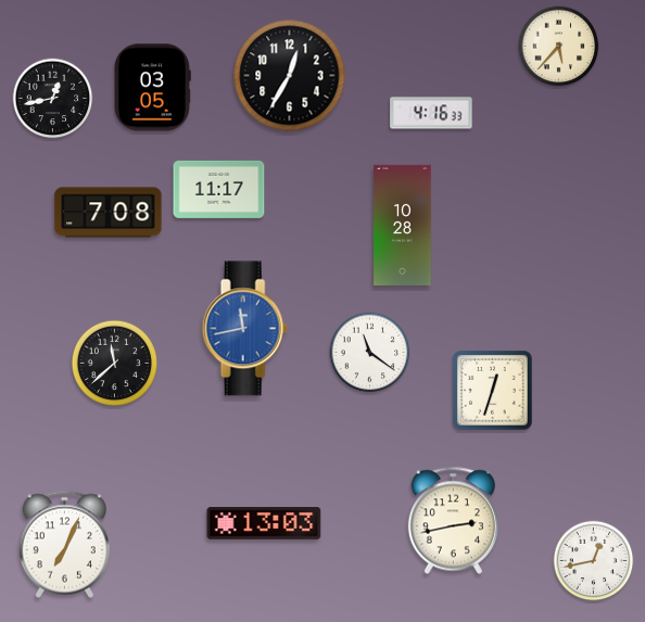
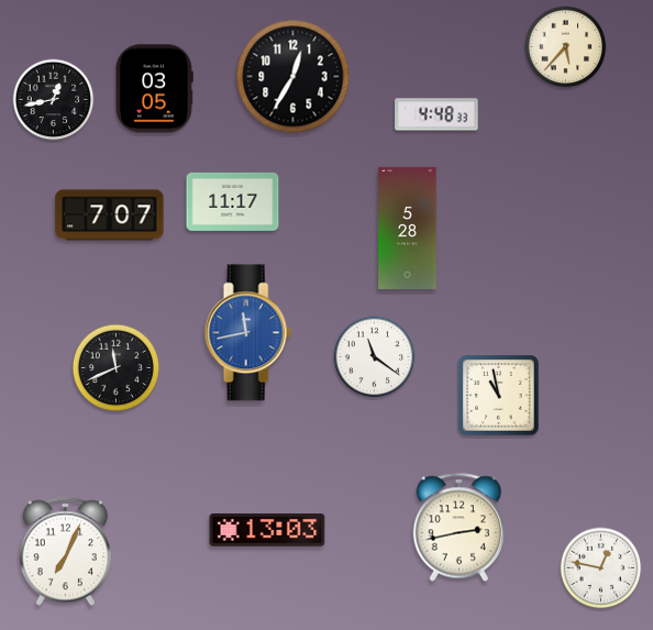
clock at (431, 113): 4:16 -> 4:48
clock at (219, 189) position: (219, 189) -> (233, 201)
clock at (109, 213): 7:08 -> 7:07
clock at (403, 225): 10:28 -> 5:28
clock at (115, 364): 11:38 -> 11:41
clock at (493, 391): 12:33 -> 10:58
clock at (594, 561): 12:43 -> 12:47
